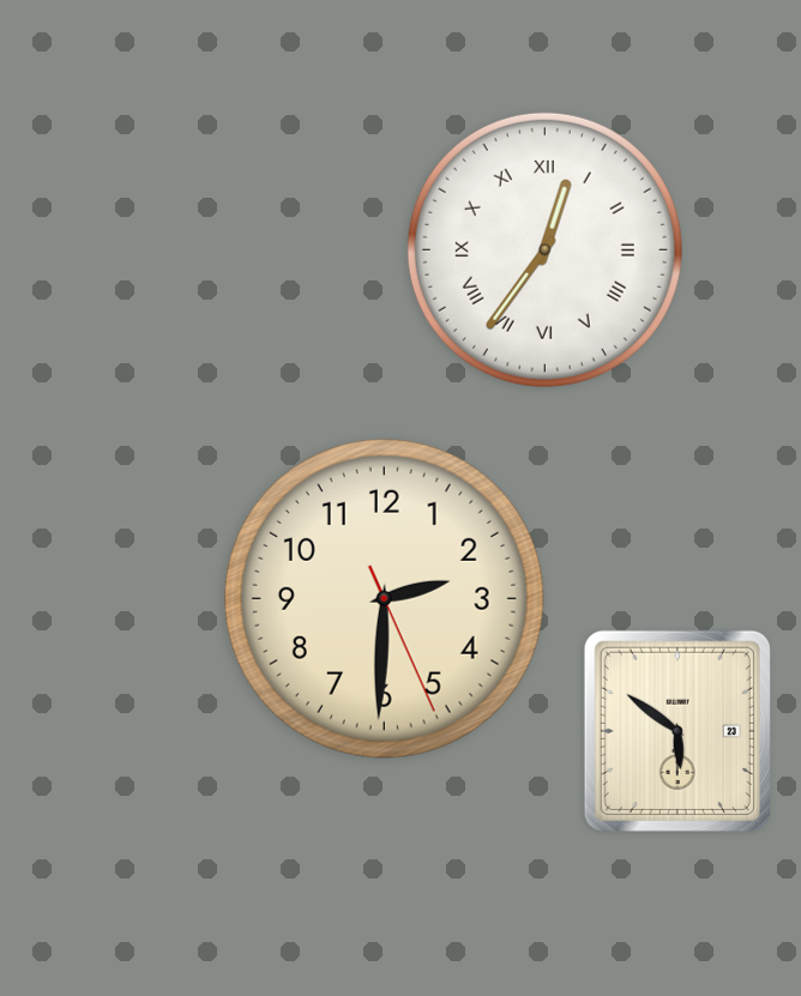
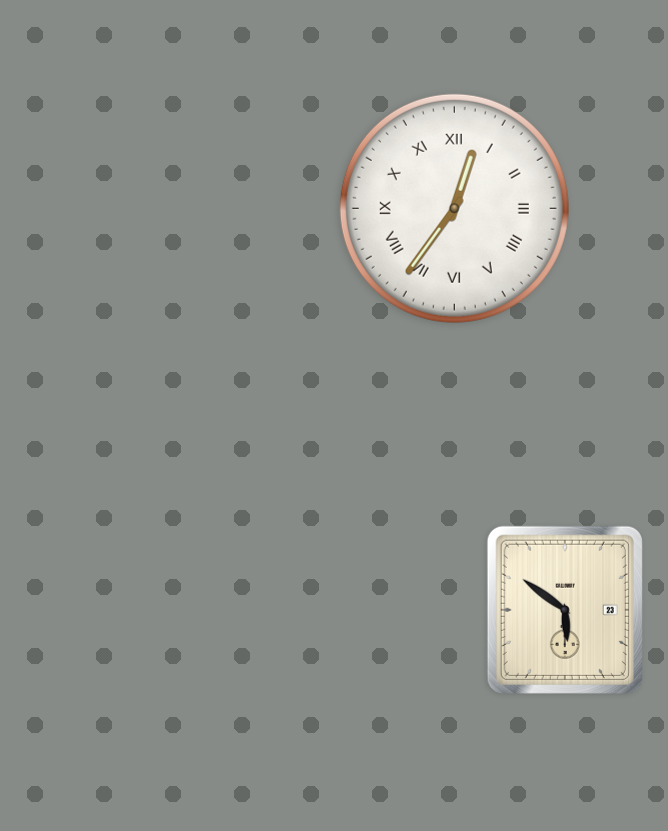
clock at (384, 598): 2:30 -> none
